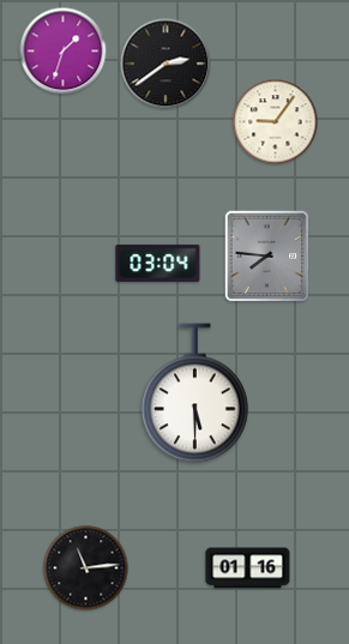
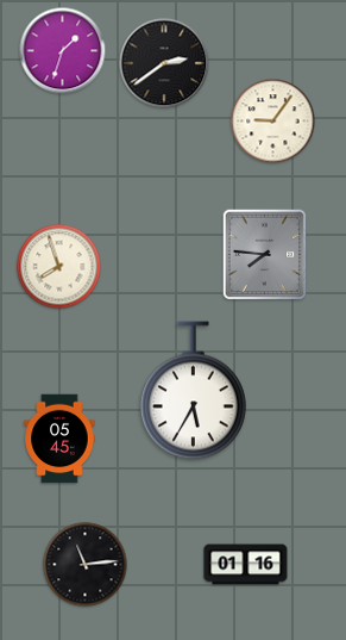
clock at (158, 263): 03:04 -> none
clock at (59, 267): none -> 7:57
clock at (195, 393): 5:30 -> 5:35
clock at (59, 439): none -> 05:45
